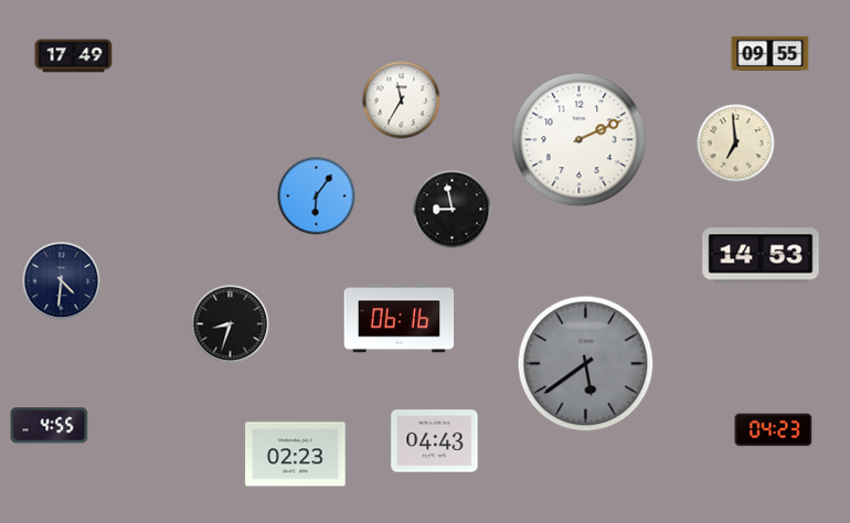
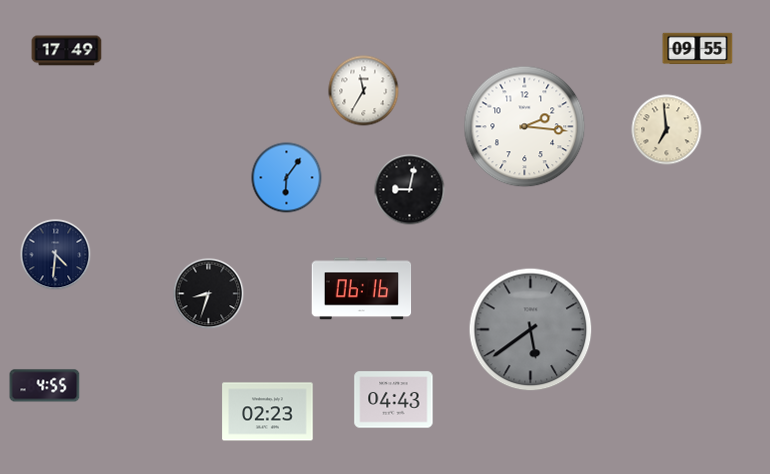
clock at (580, 140): 2:11 -> 2:16
clock at (453, 210): 8:58 -> 9:02
clock at (761, 255): 14:53 -> none
clock at (774, 430): 04:23 -> none
